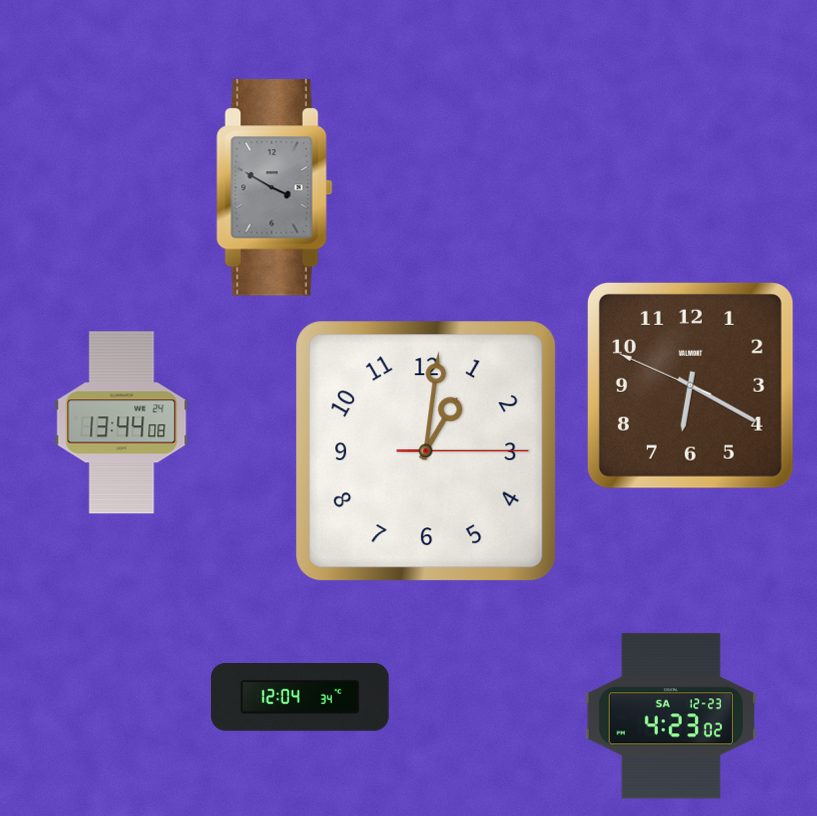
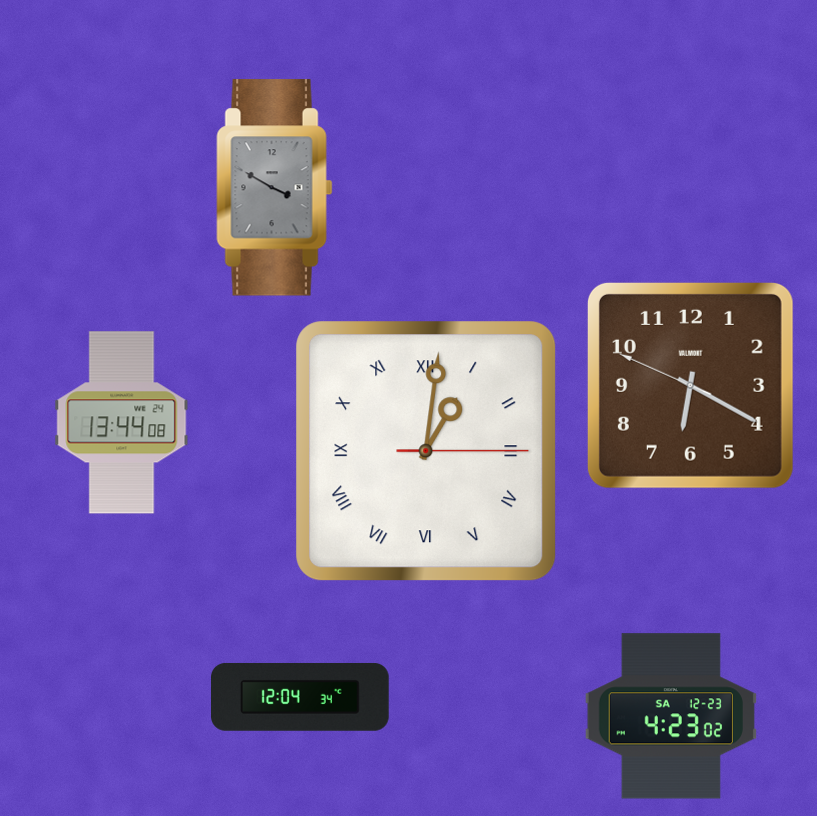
clock at (426, 451) numerals: Arabic -> Roman
